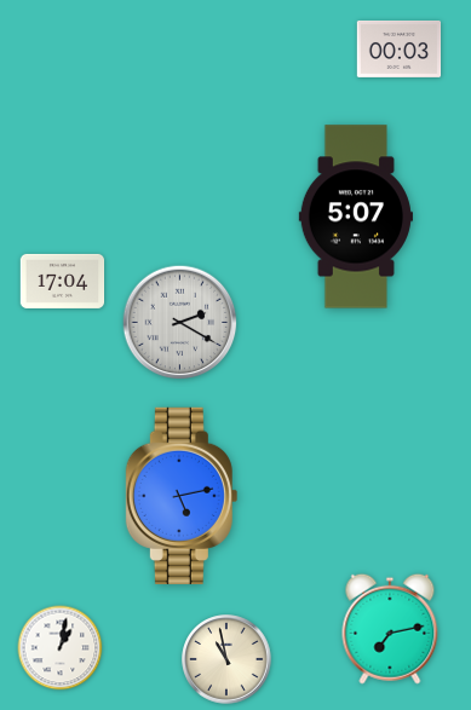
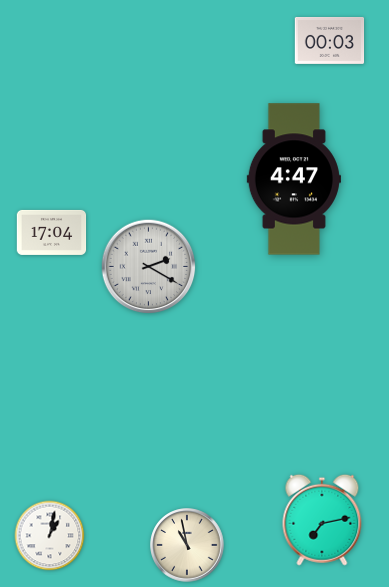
clock at (356, 217): 5:07 -> 4:47
clock at (182, 496): 5:13 -> none
